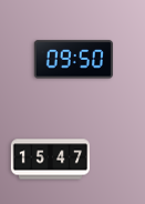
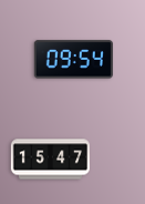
clock at (73, 60): 09:50 -> 09:54
